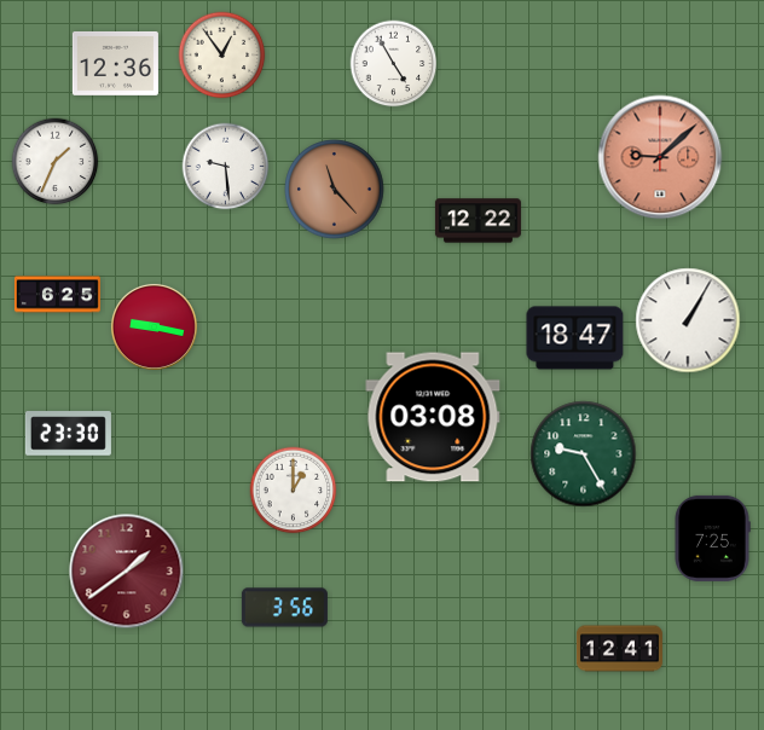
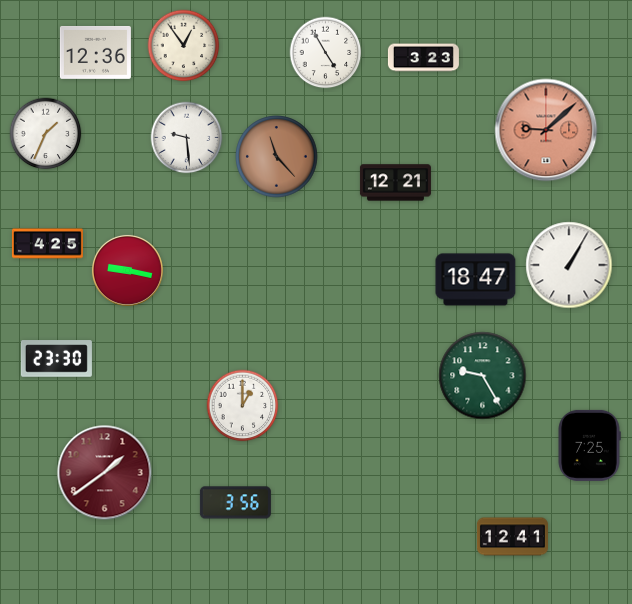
clock at (423, 58): none -> 3:23
clock at (477, 221): 12:22 -> 12:21
clock at (57, 295): 6:25 -> 4:25
clock at (433, 417): 03:08 -> none
